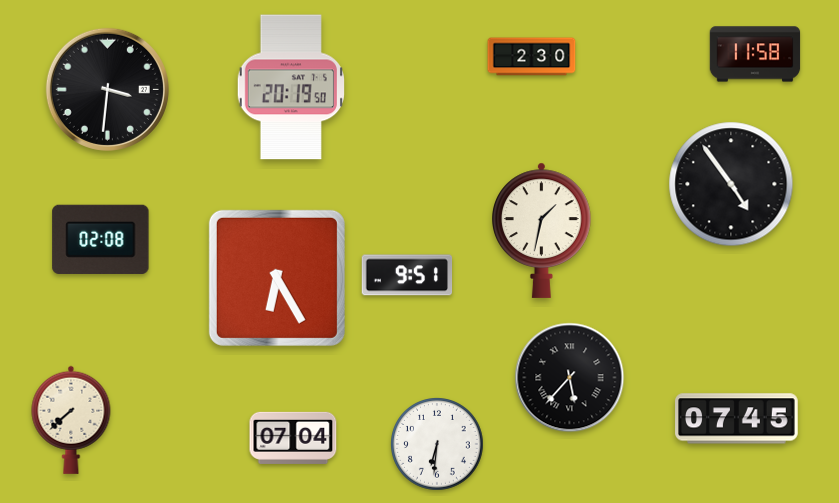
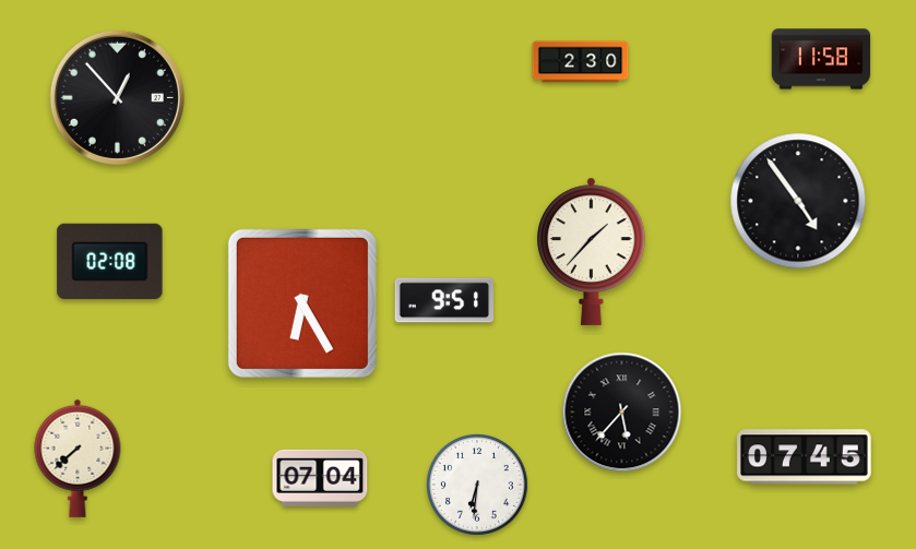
clock at (755, 54) position: (755, 54) -> (821, 59)
clock at (291, 87): 20:19 -> none
clock at (107, 89): 3:31 -> 12:53
clock at (542, 230): 1:32 -> 1:37
